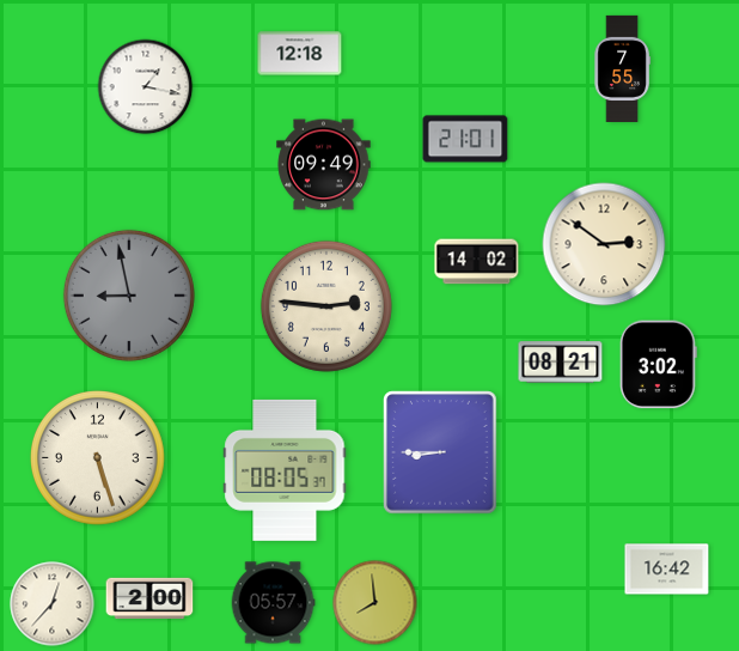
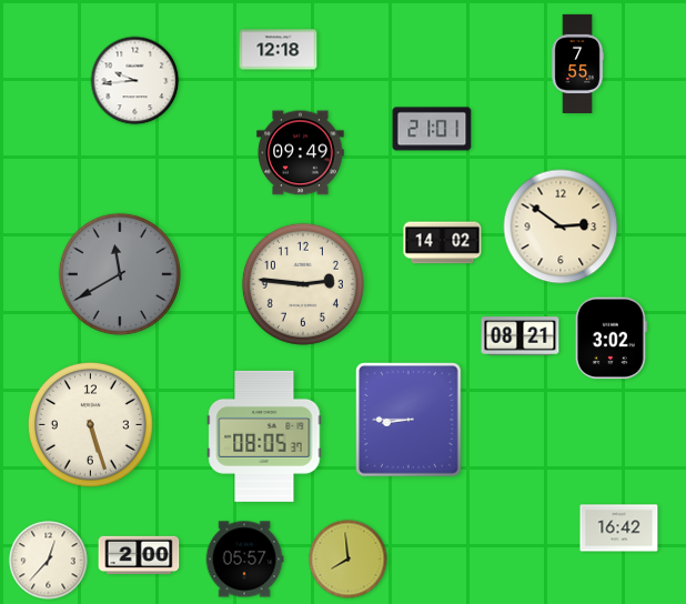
clock at (146, 87): 1:17 -> 9:44
clock at (129, 296): 8:58 -> 11:40
clock at (273, 603) position: (273, 603) -> (244, 560)
